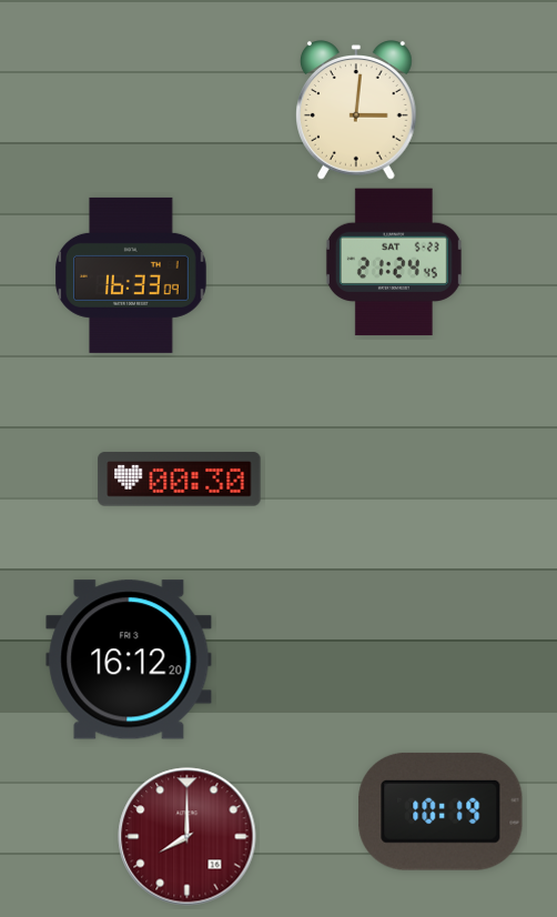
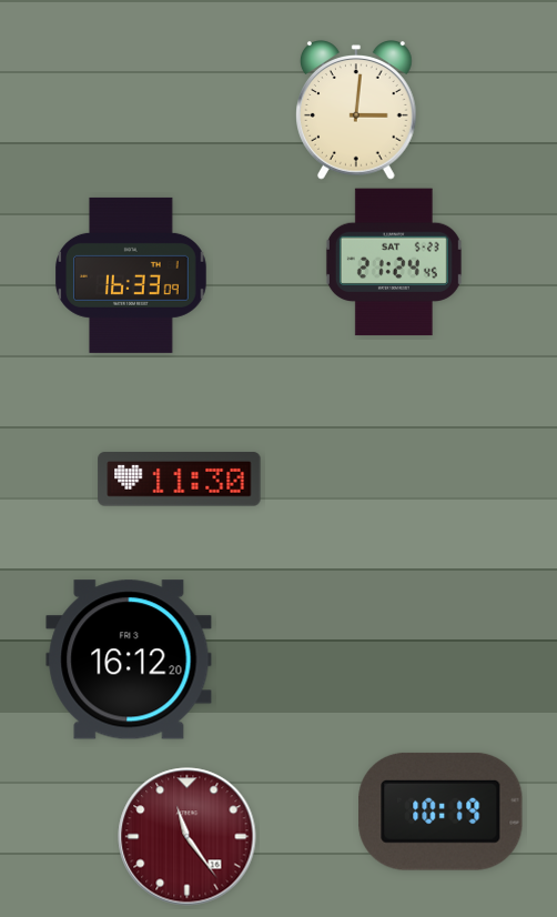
clock at (180, 480): 00:30 -> 11:30
clock at (188, 837): 8:00 -> 11:24
